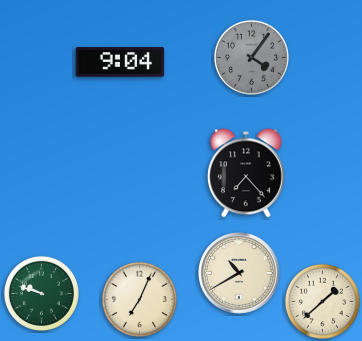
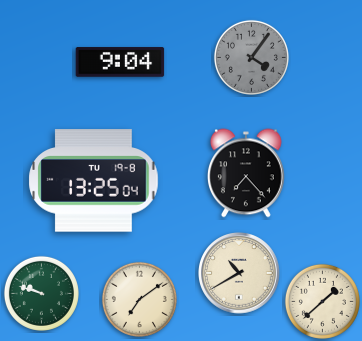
clock at (94, 181): none -> 13:25
clock at (139, 299): 7:04 -> 7:09
